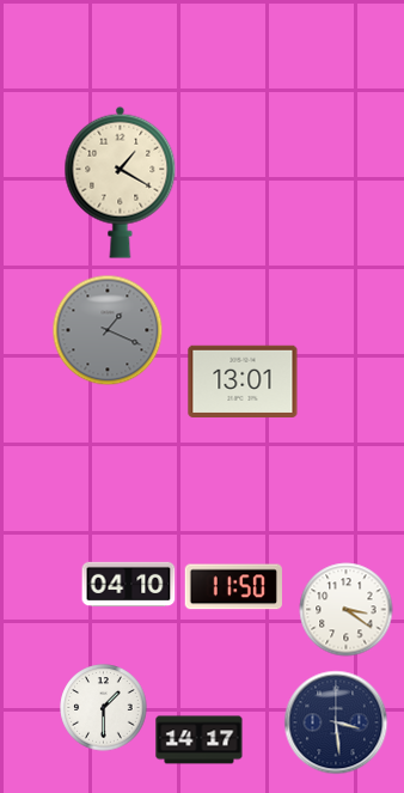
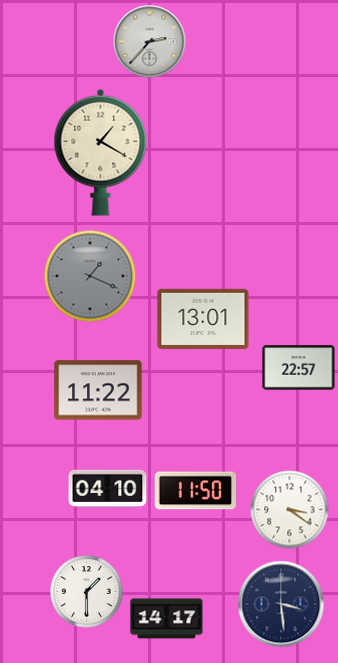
clock at (150, 42): none -> 2:37
clock at (299, 368): none -> 22:57
clock at (98, 390): none -> 11:22
